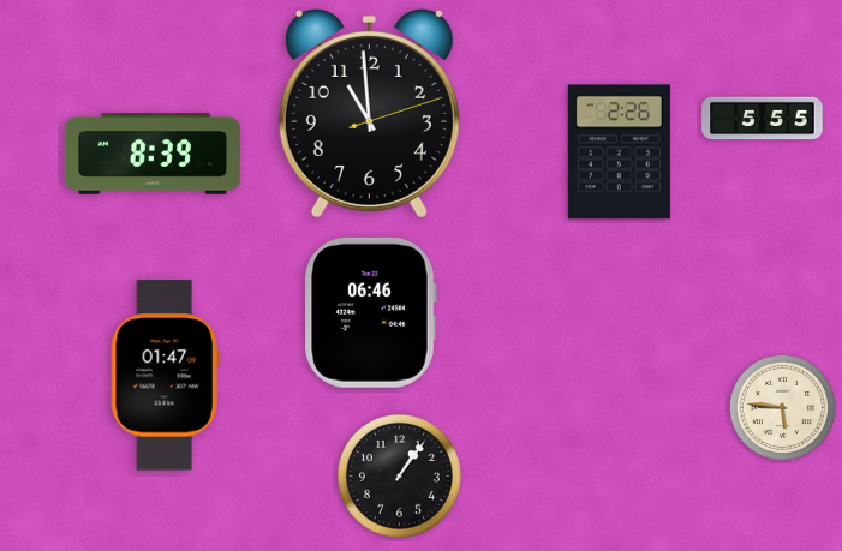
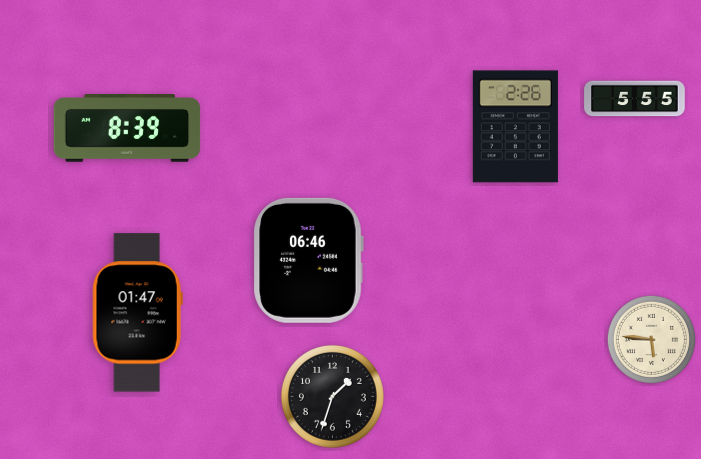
clock at (369, 113): 10:59 -> none
clock at (399, 475): 1:06 -> 1:33
